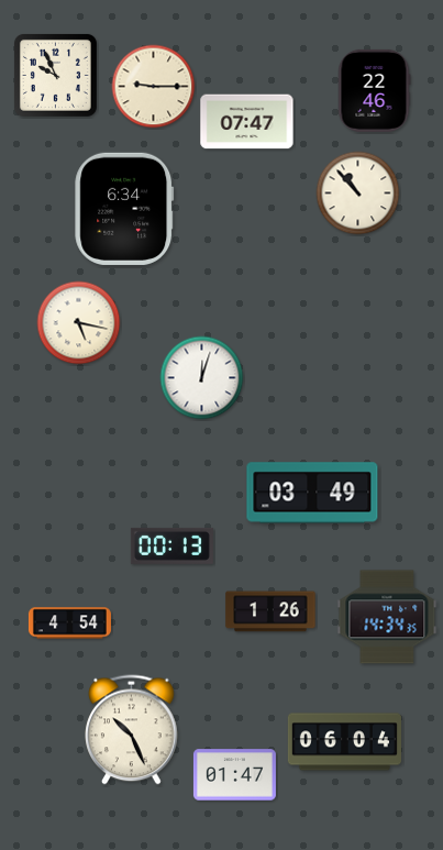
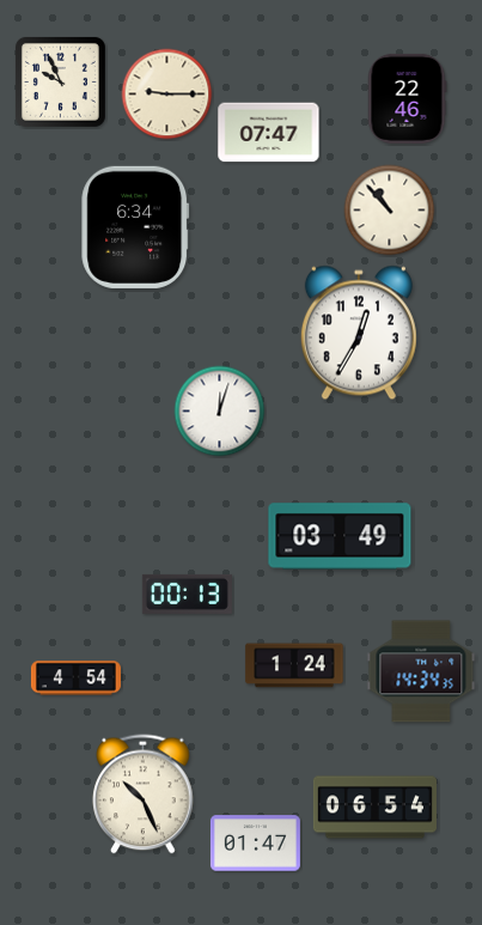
clock at (359, 333): none -> 12:35
clock at (79, 323): 5:17 -> none
clock at (270, 611): 1:26 -> 1:24
clock at (344, 742): 06:04 -> 06:54
